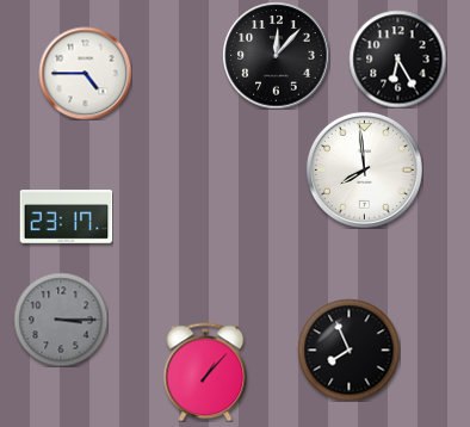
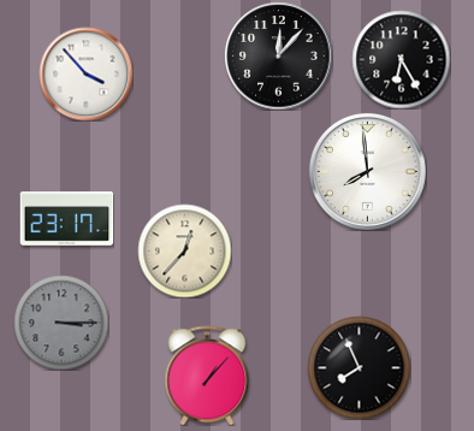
clock at (85, 73): 4:45 -> 3:53
clock at (184, 250): none -> 12:37
clock at (348, 349) position: (348, 349) -> (359, 367)
